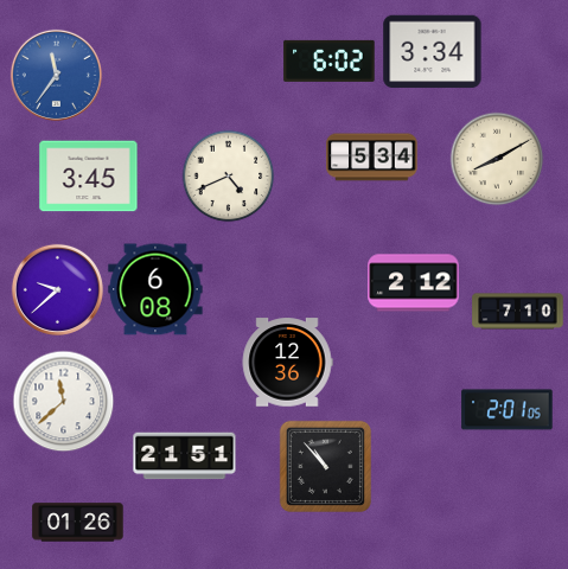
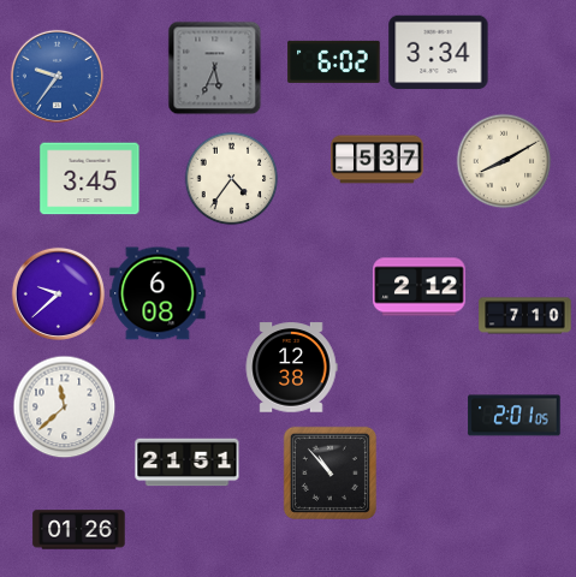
clock at (214, 67): none -> 5:34
clock at (56, 75): 11:36 -> 9:36
clock at (372, 158): 5:34 -> 5:37
clock at (228, 175): 4:41 -> 4:36
clock at (287, 363): 12:36 -> 12:38
